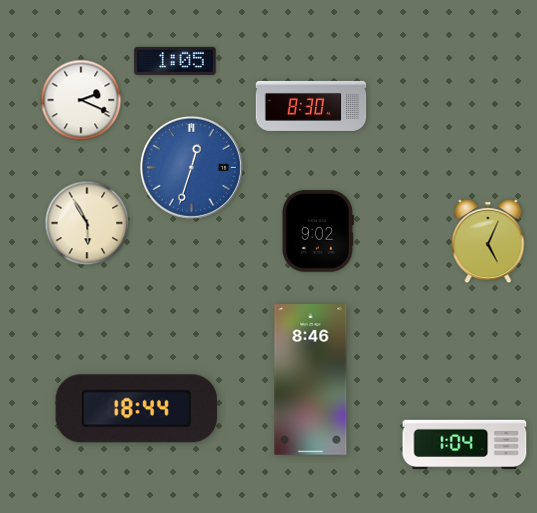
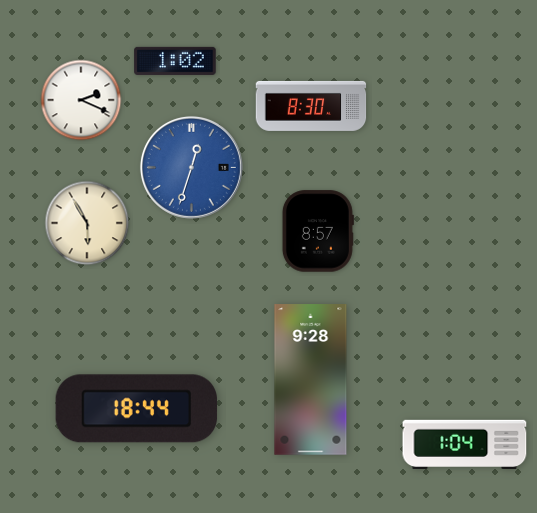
clock at (175, 61): 1:05 -> 1:02
clock at (318, 231): 9:02 -> 8:57
clock at (488, 242): 5:04 -> none
clock at (311, 380): 8:46 -> 9:28
